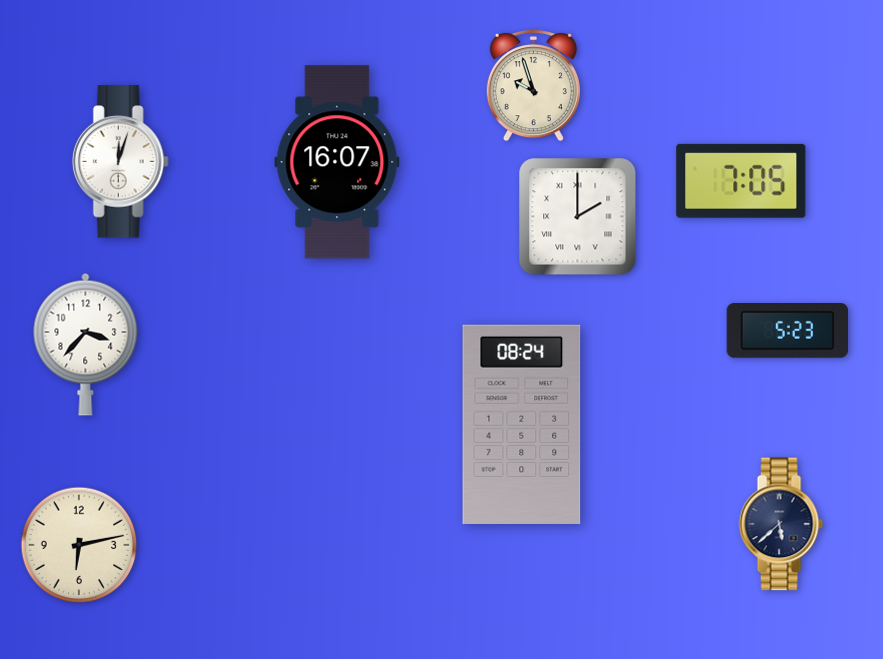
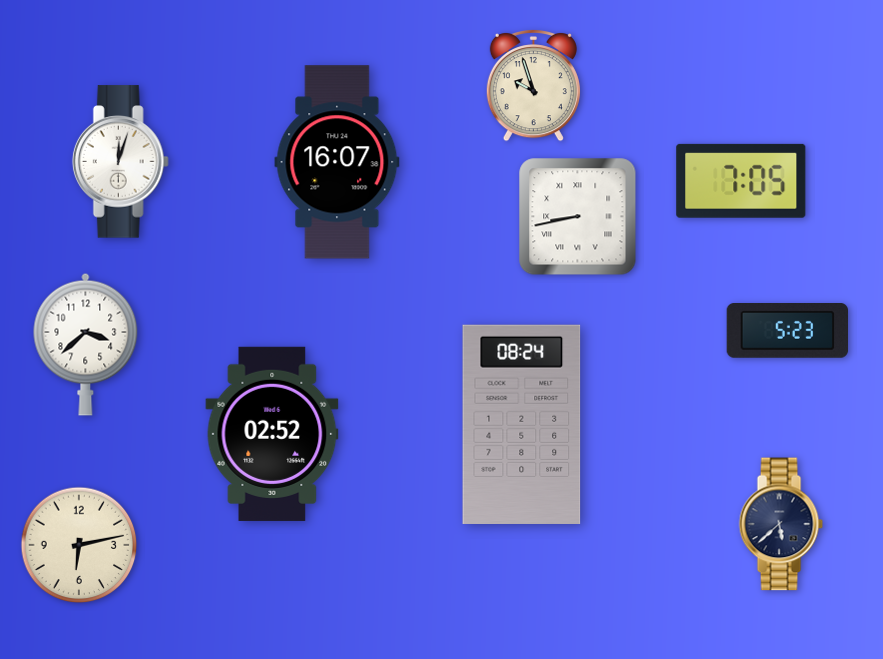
clock at (578, 217): 2:00 -> 8:43
clock at (86, 344): 3:37 -> 3:38
clock at (272, 434): none -> 02:52
